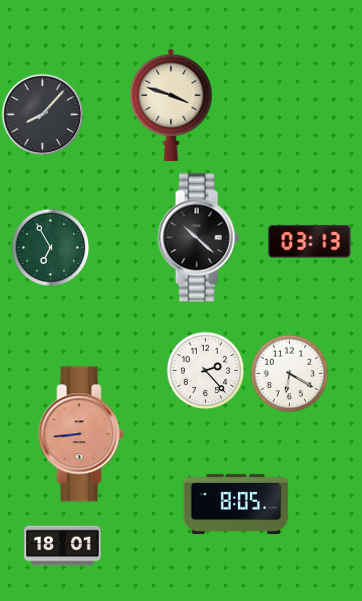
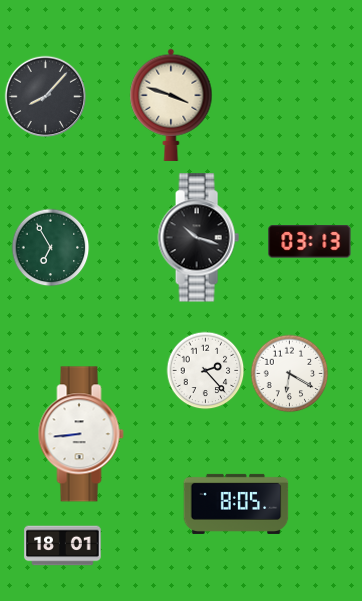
clock at (42, 114) position: (42, 114) -> (45, 96)
clock at (198, 238): 10:22 -> 10:18
clock at (81, 434) dial: salmon -> white
